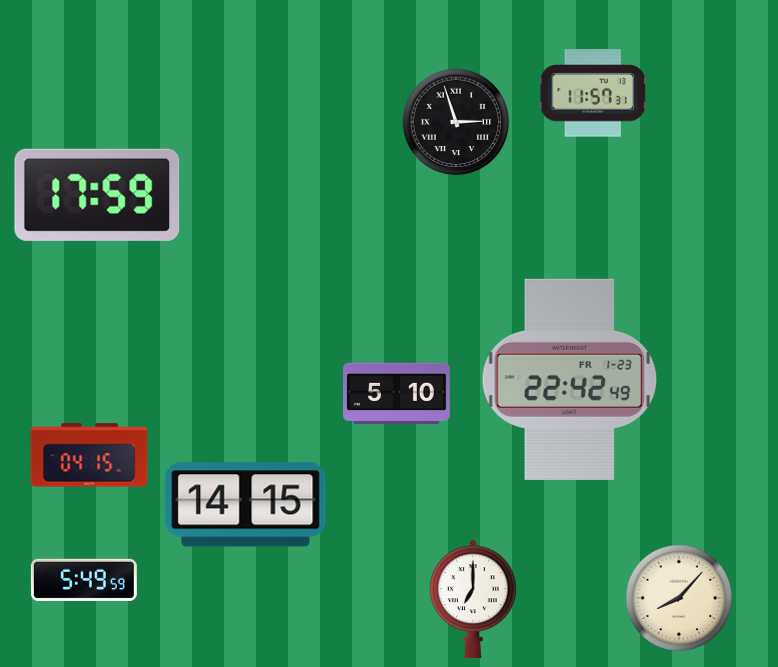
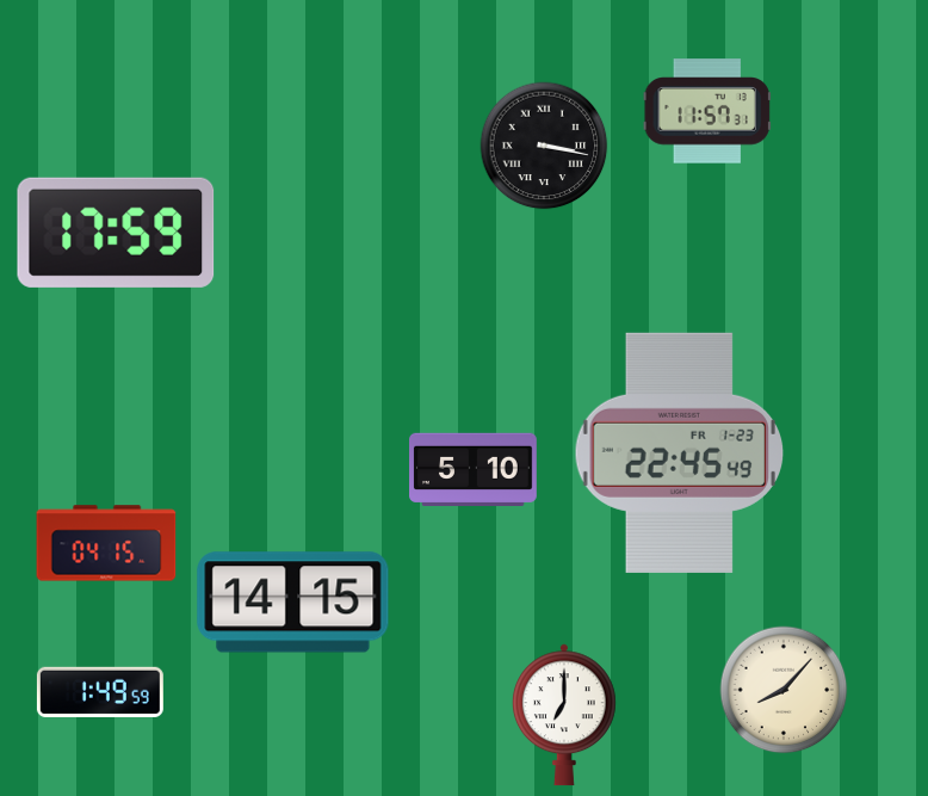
clock at (456, 122): 2:57 -> 3:17
clock at (570, 379): 22:42 -> 22:45
clock at (84, 580): 5:49 -> 1:49
clock at (679, 598) position: (679, 598) -> (784, 690)
